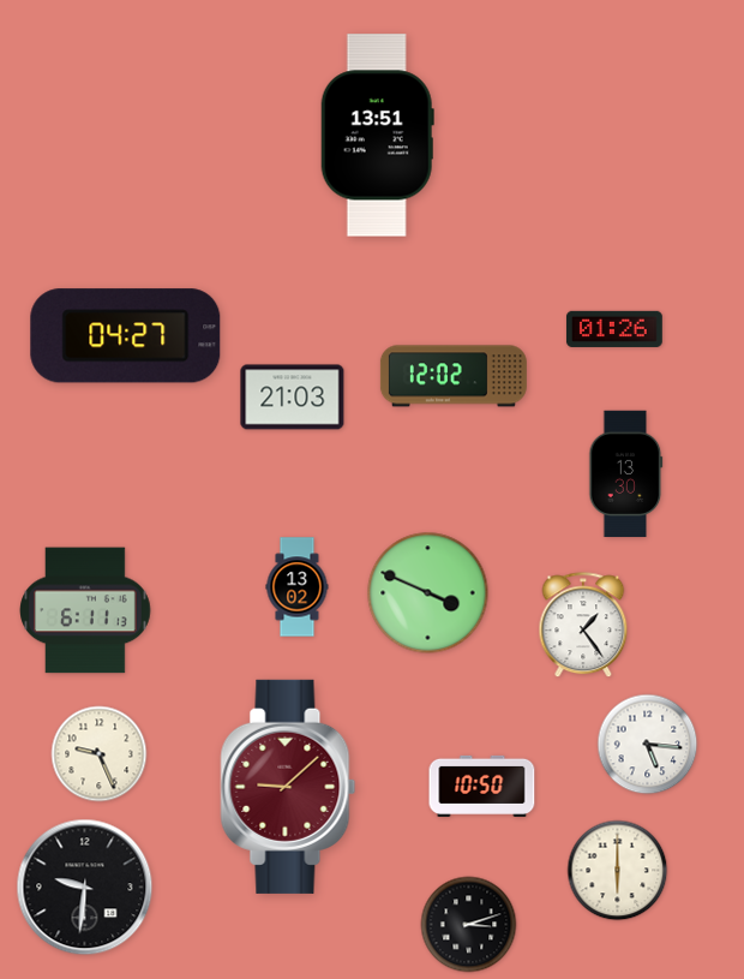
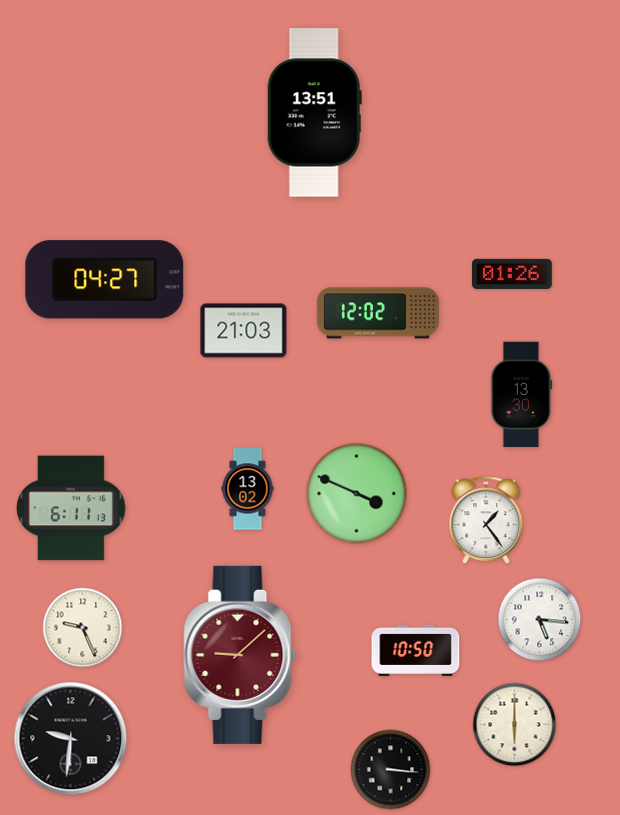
clock at (482, 786) position: (482, 786) -> (416, 650)
clock at (469, 925): 3:12 -> 3:16
